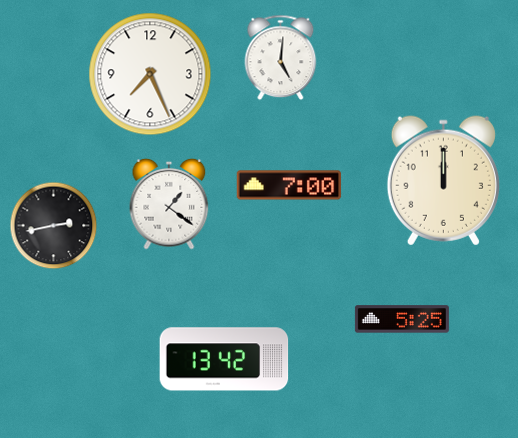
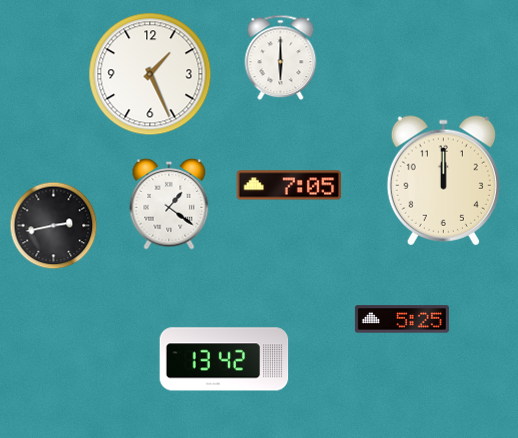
clock at (281, 58): 5:01 -> 6:00
clock at (150, 74): 7:26 -> 1:26
clock at (289, 185): 7:00 -> 7:05
